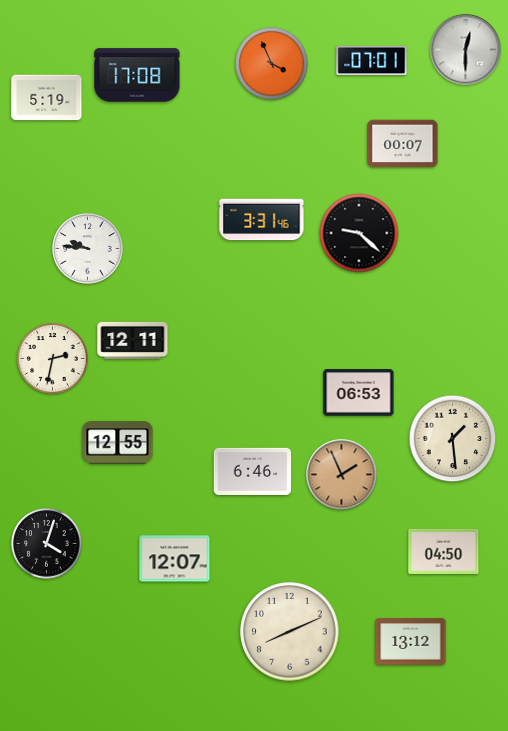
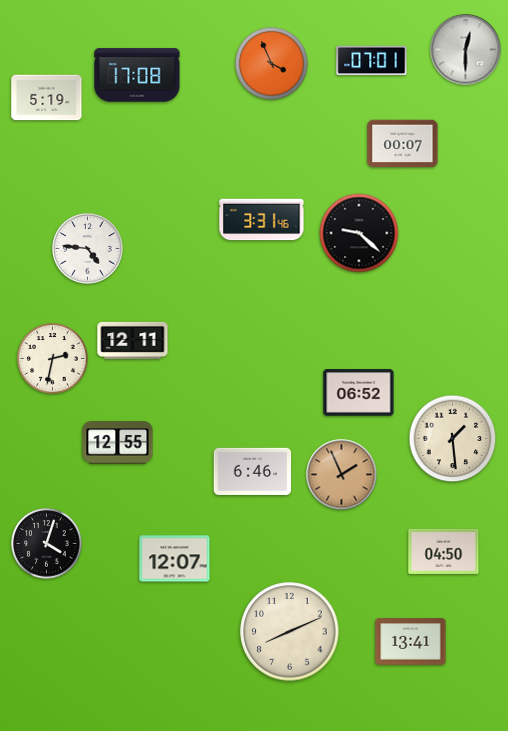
clock at (88, 249): 9:46 -> 4:46
clock at (359, 393): 06:53 -> 06:52
clock at (411, 642): 13:12 -> 13:41
